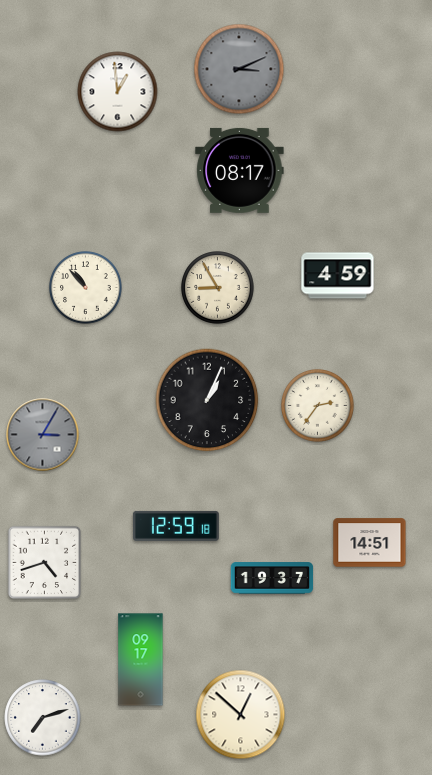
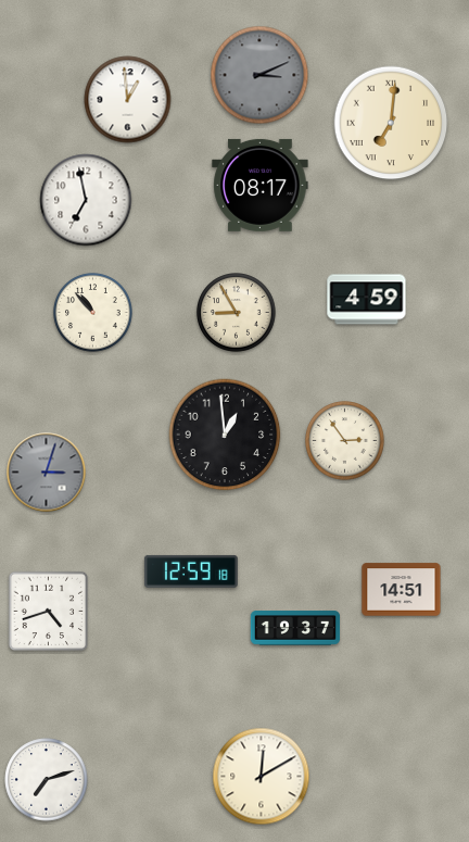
clock at (391, 123): none -> 7:01
clock at (86, 200): none -> 6:58
clock at (207, 400): 1:04 -> 12:59
clock at (318, 406): 2:36 -> 2:54
clock at (43, 435): 3:05 -> 3:03
clock at (141, 660): 09:17 -> none
clock at (241, 715): 12:52 -> 12:10
